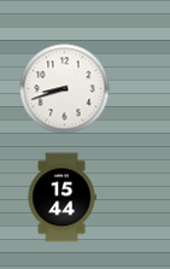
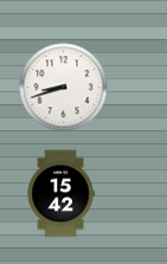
clock at (61, 198): 15:44 -> 15:42
